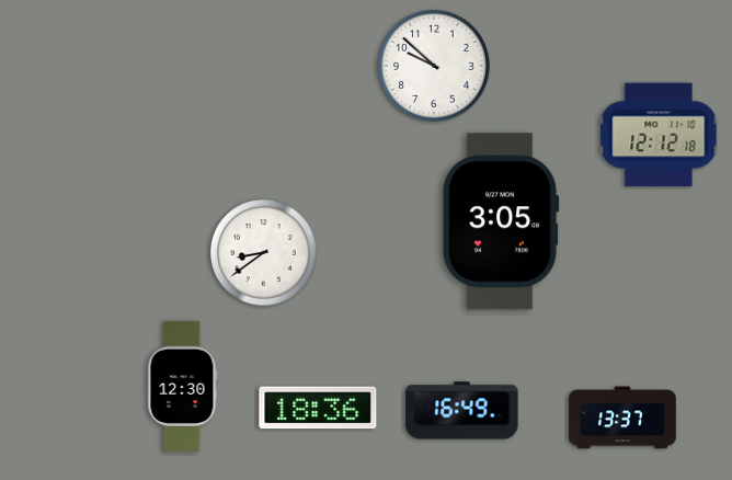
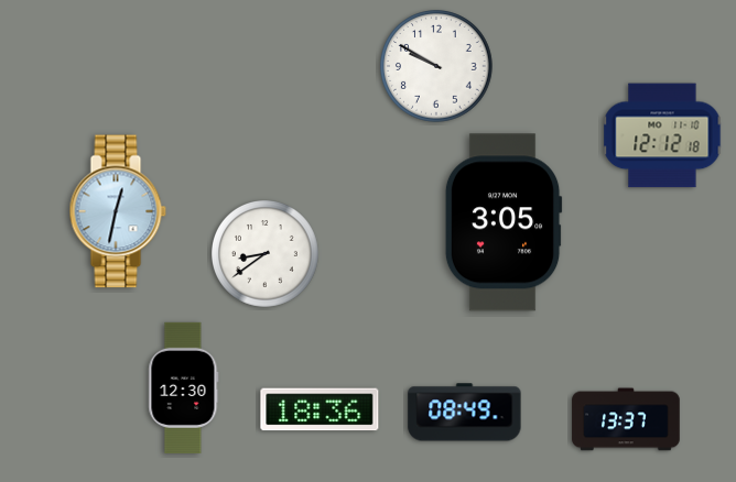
clock at (435, 67): 9:52 -> 9:50
clock at (118, 211): none -> 12:32
clock at (462, 411): 16:49 -> 08:49
